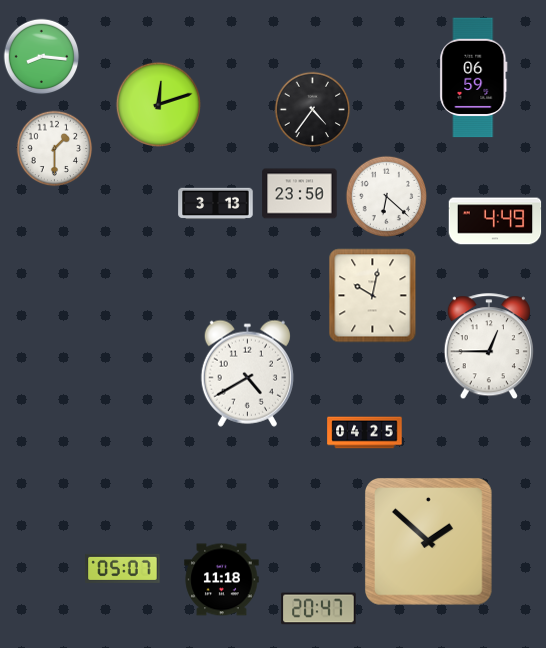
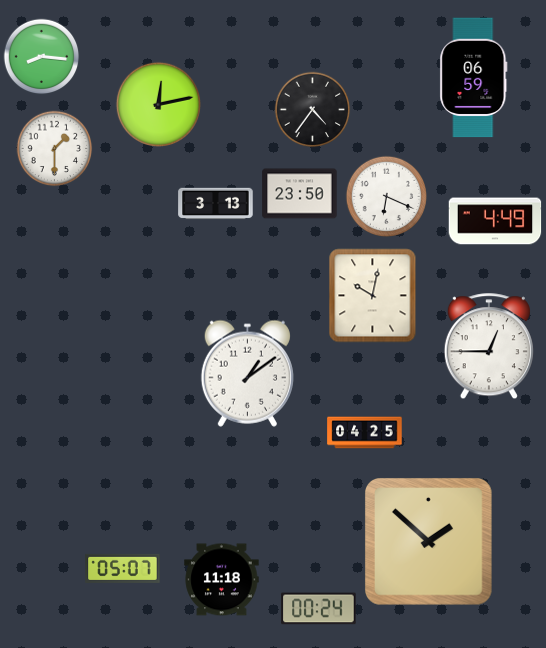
clock at (158, 104): 12:12 -> 12:13
clock at (387, 197): 6:22 -> 6:19
clock at (247, 373): 4:40 -> 1:09
clock at (319, 609): 20:47 -> 00:24
